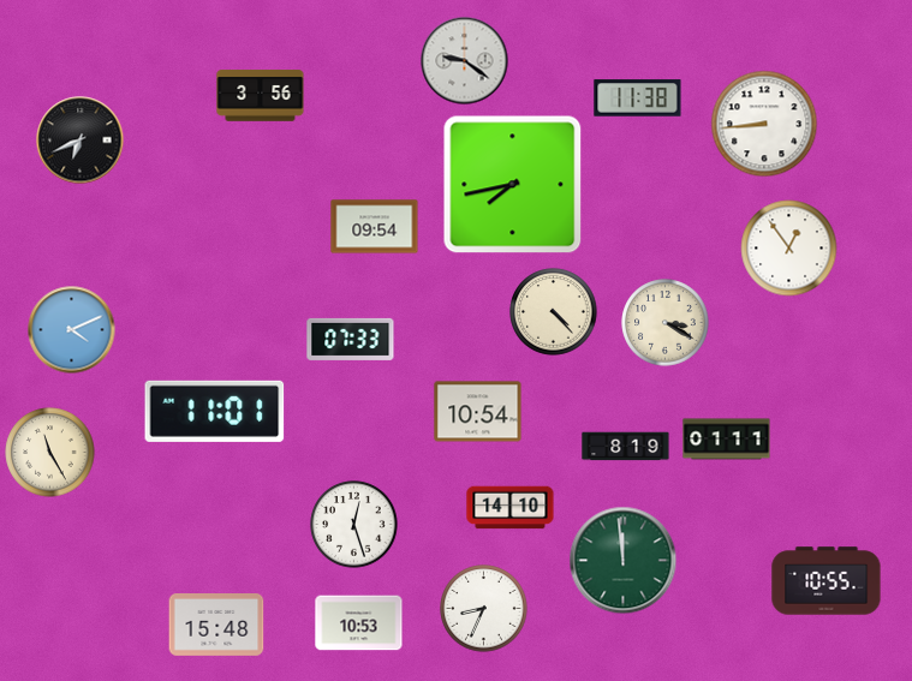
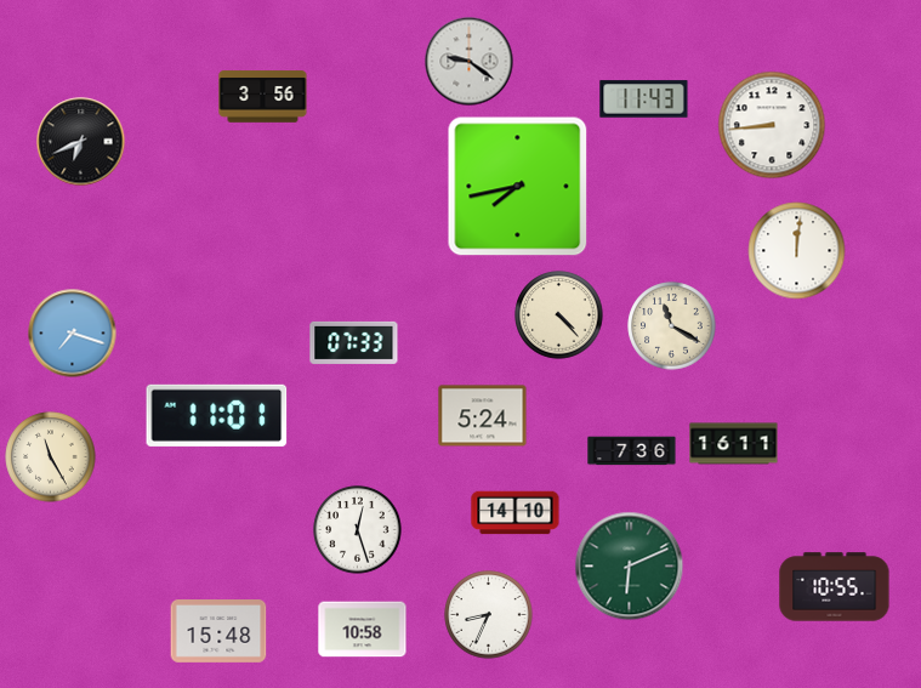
clock at (638, 98): 11:38 -> 11:43
clock at (375, 227): 09:54 -> none
clock at (789, 249): 12:54 -> 12:01
clock at (666, 323): 3:20 -> 11:20
clock at (72, 330): 4:11 -> 7:18
clock at (478, 412): 10:54 -> 5:24
clock at (727, 440): 01:11 -> 16:11
clock at (626, 447): 8:19 -> 7:36
clock at (624, 561): 11:59 -> 6:11
clock at (359, 623): 10:53 -> 10:58
